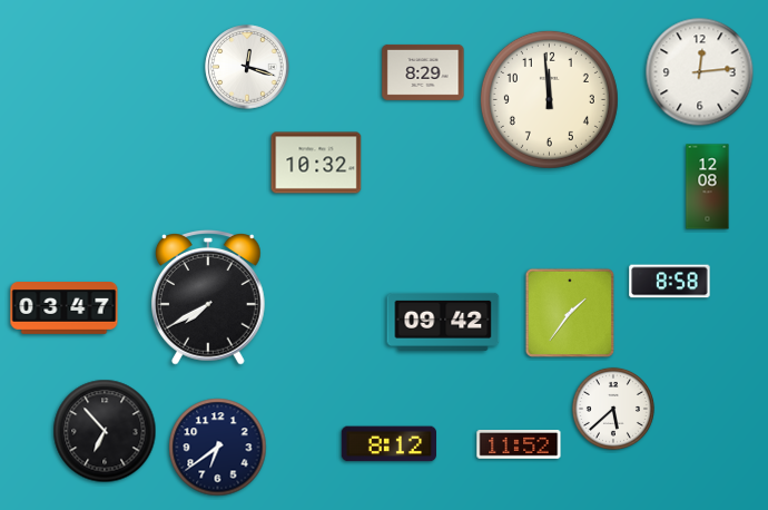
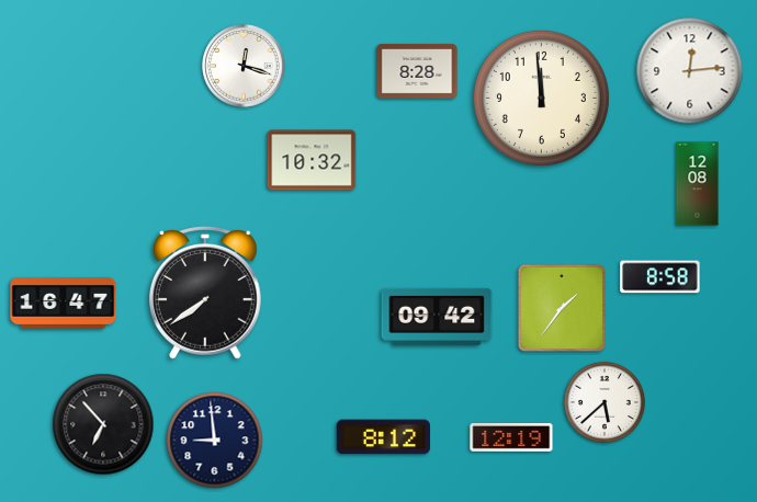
clock at (423, 72): 8:29 -> 8:28
clock at (209, 298): 7:40 -> 7:39
clock at (65, 308): 03:47 -> 16:47
clock at (519, 445): 11:52 -> 12:19
clock at (218, 448): 6:39 -> 8:59
